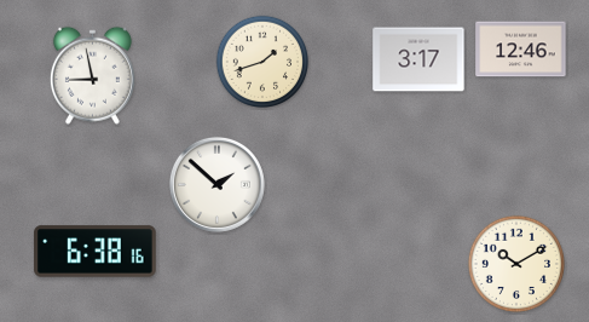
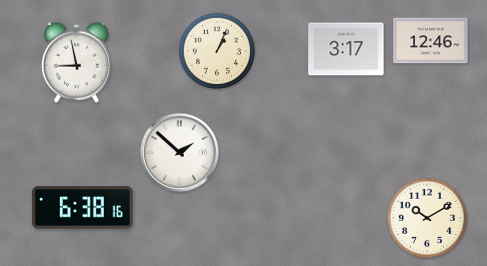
clock at (261, 61): 1:42 -> 1:04
clock at (96, 252) position: (96, 252) -> (83, 208)
